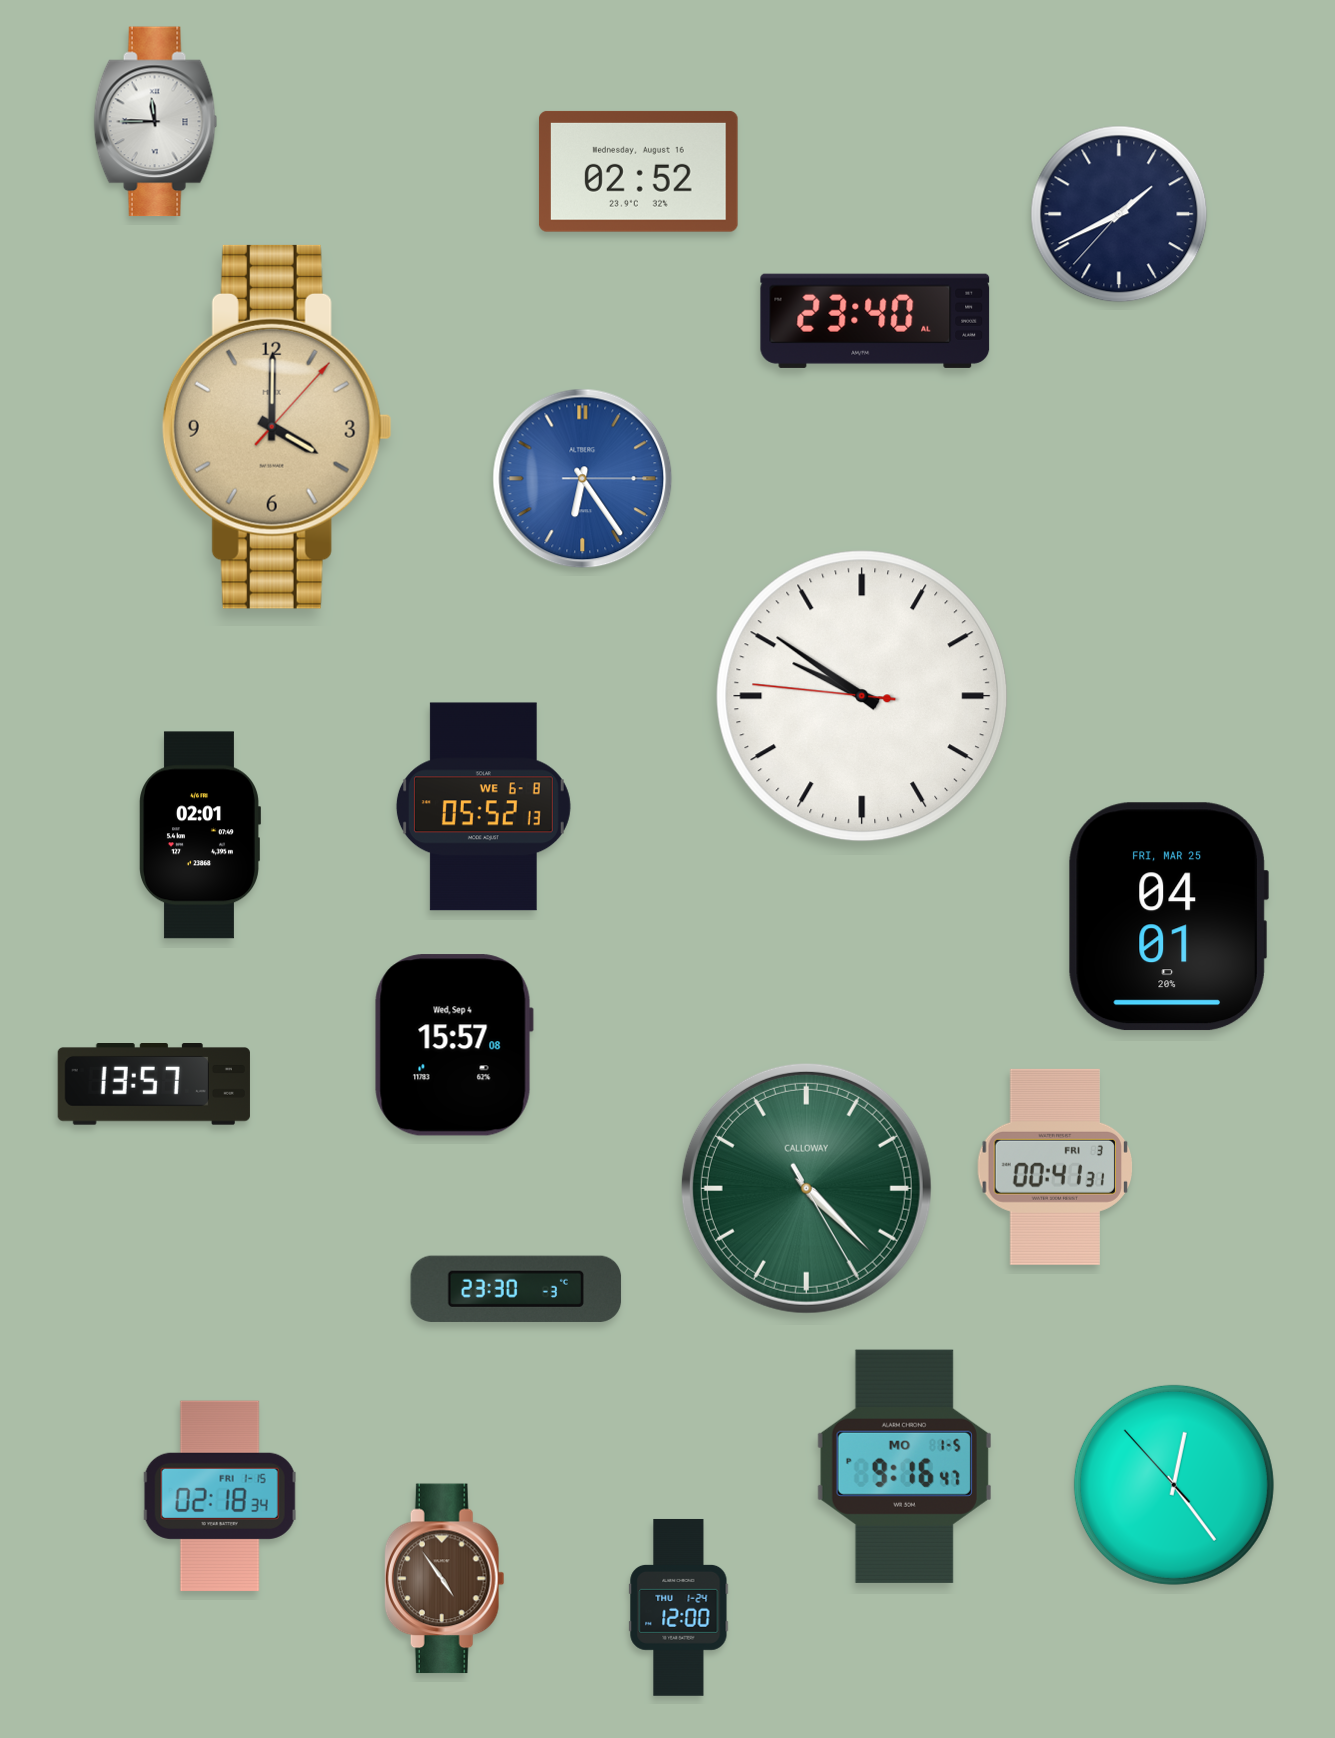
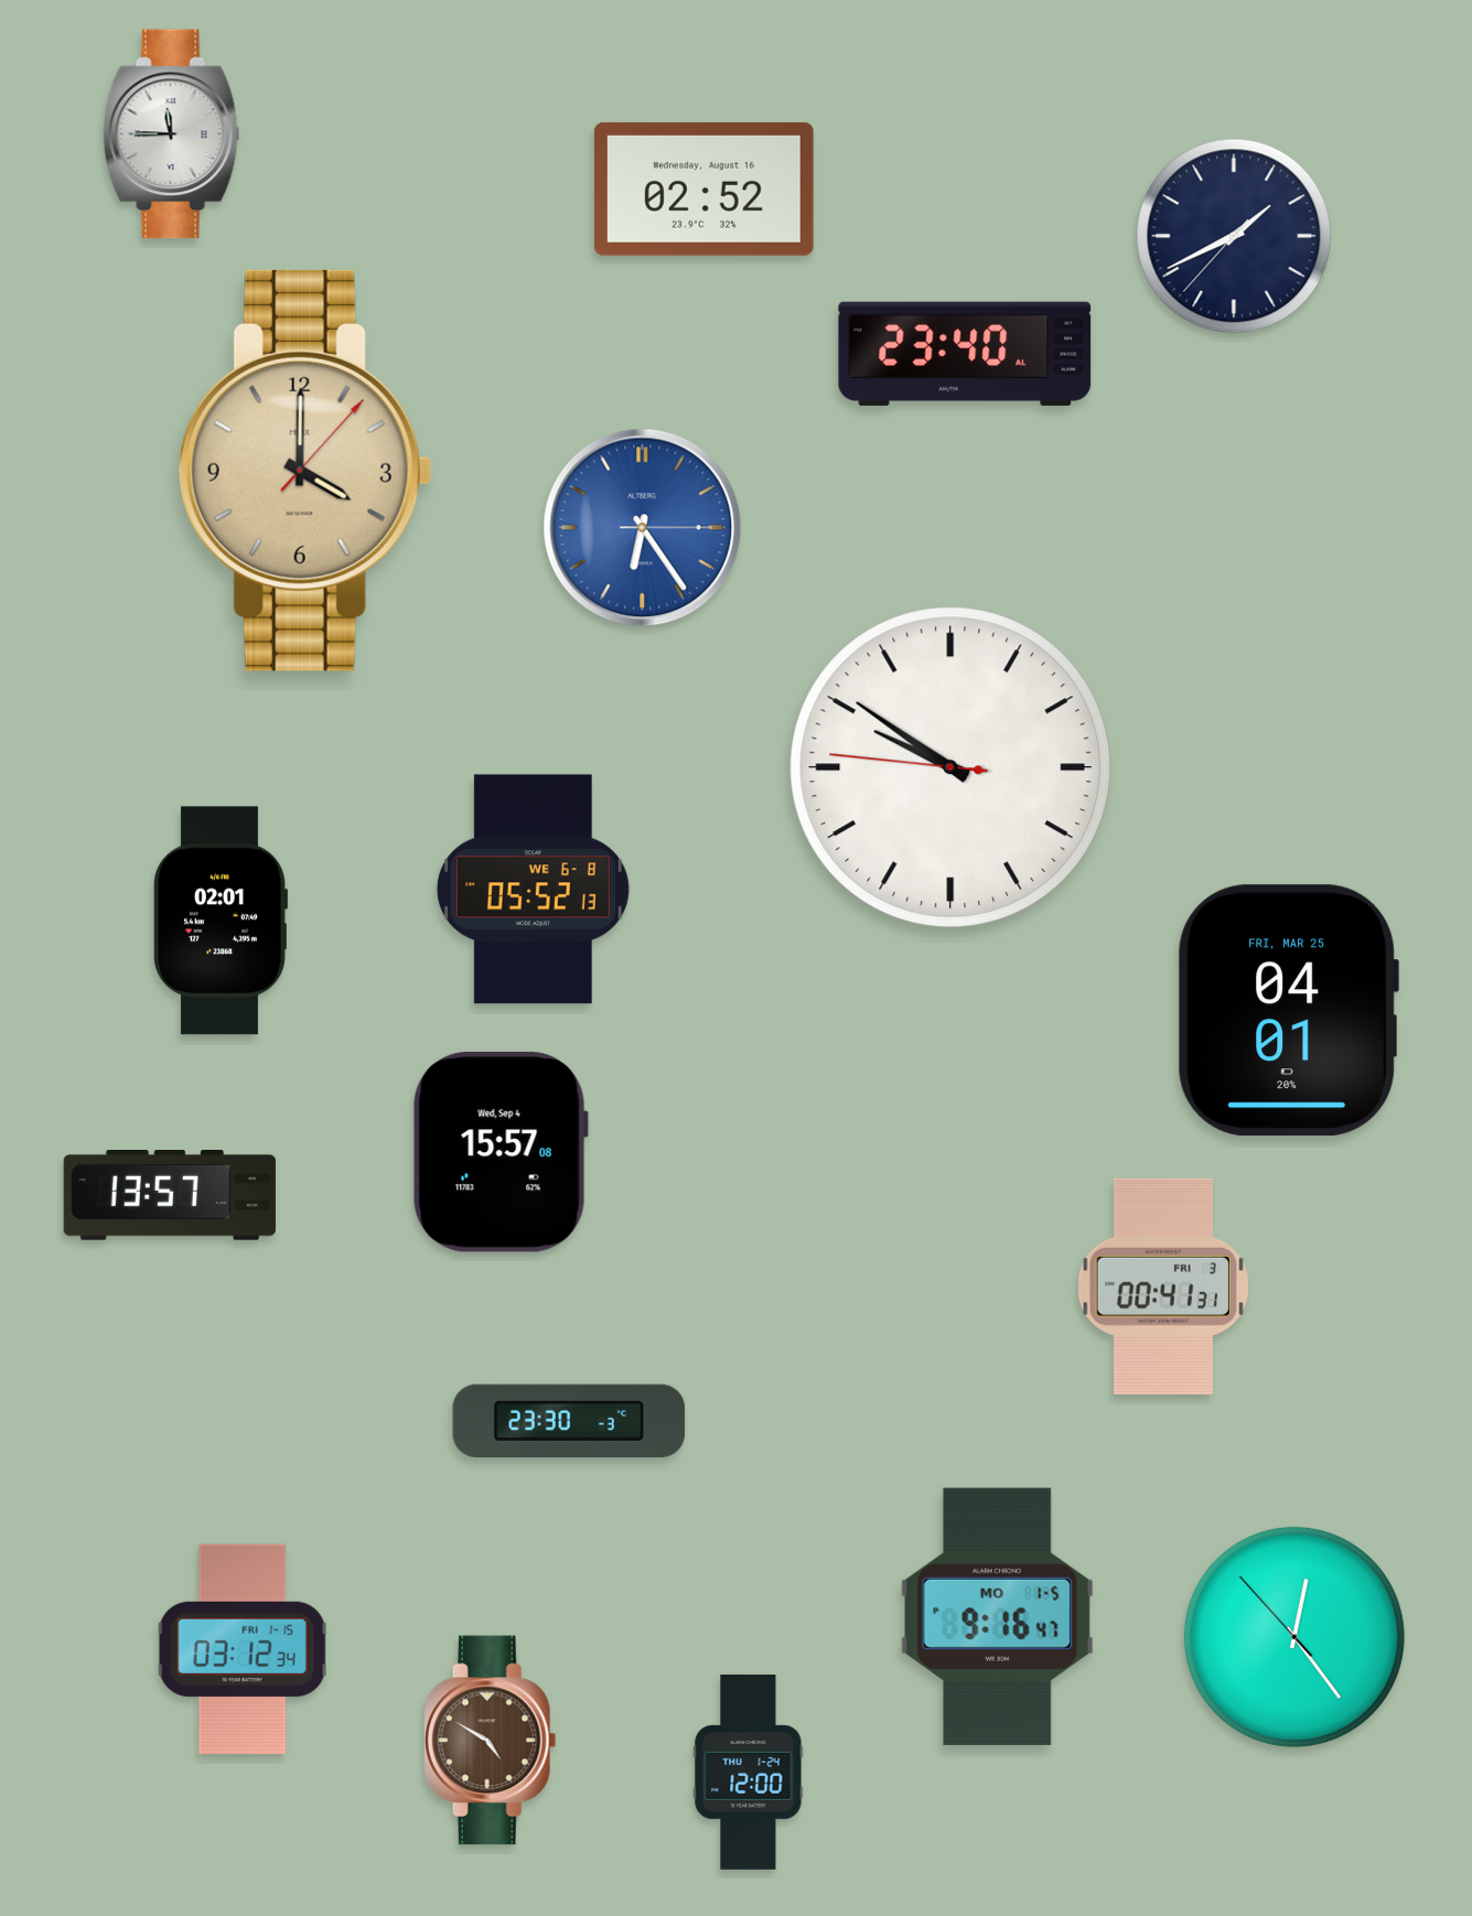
clock at (806, 1188): 4:22 -> none
clock at (220, 1496): 02:18 -> 03:12
clock at (444, 1579): 4:54 -> 4:50
